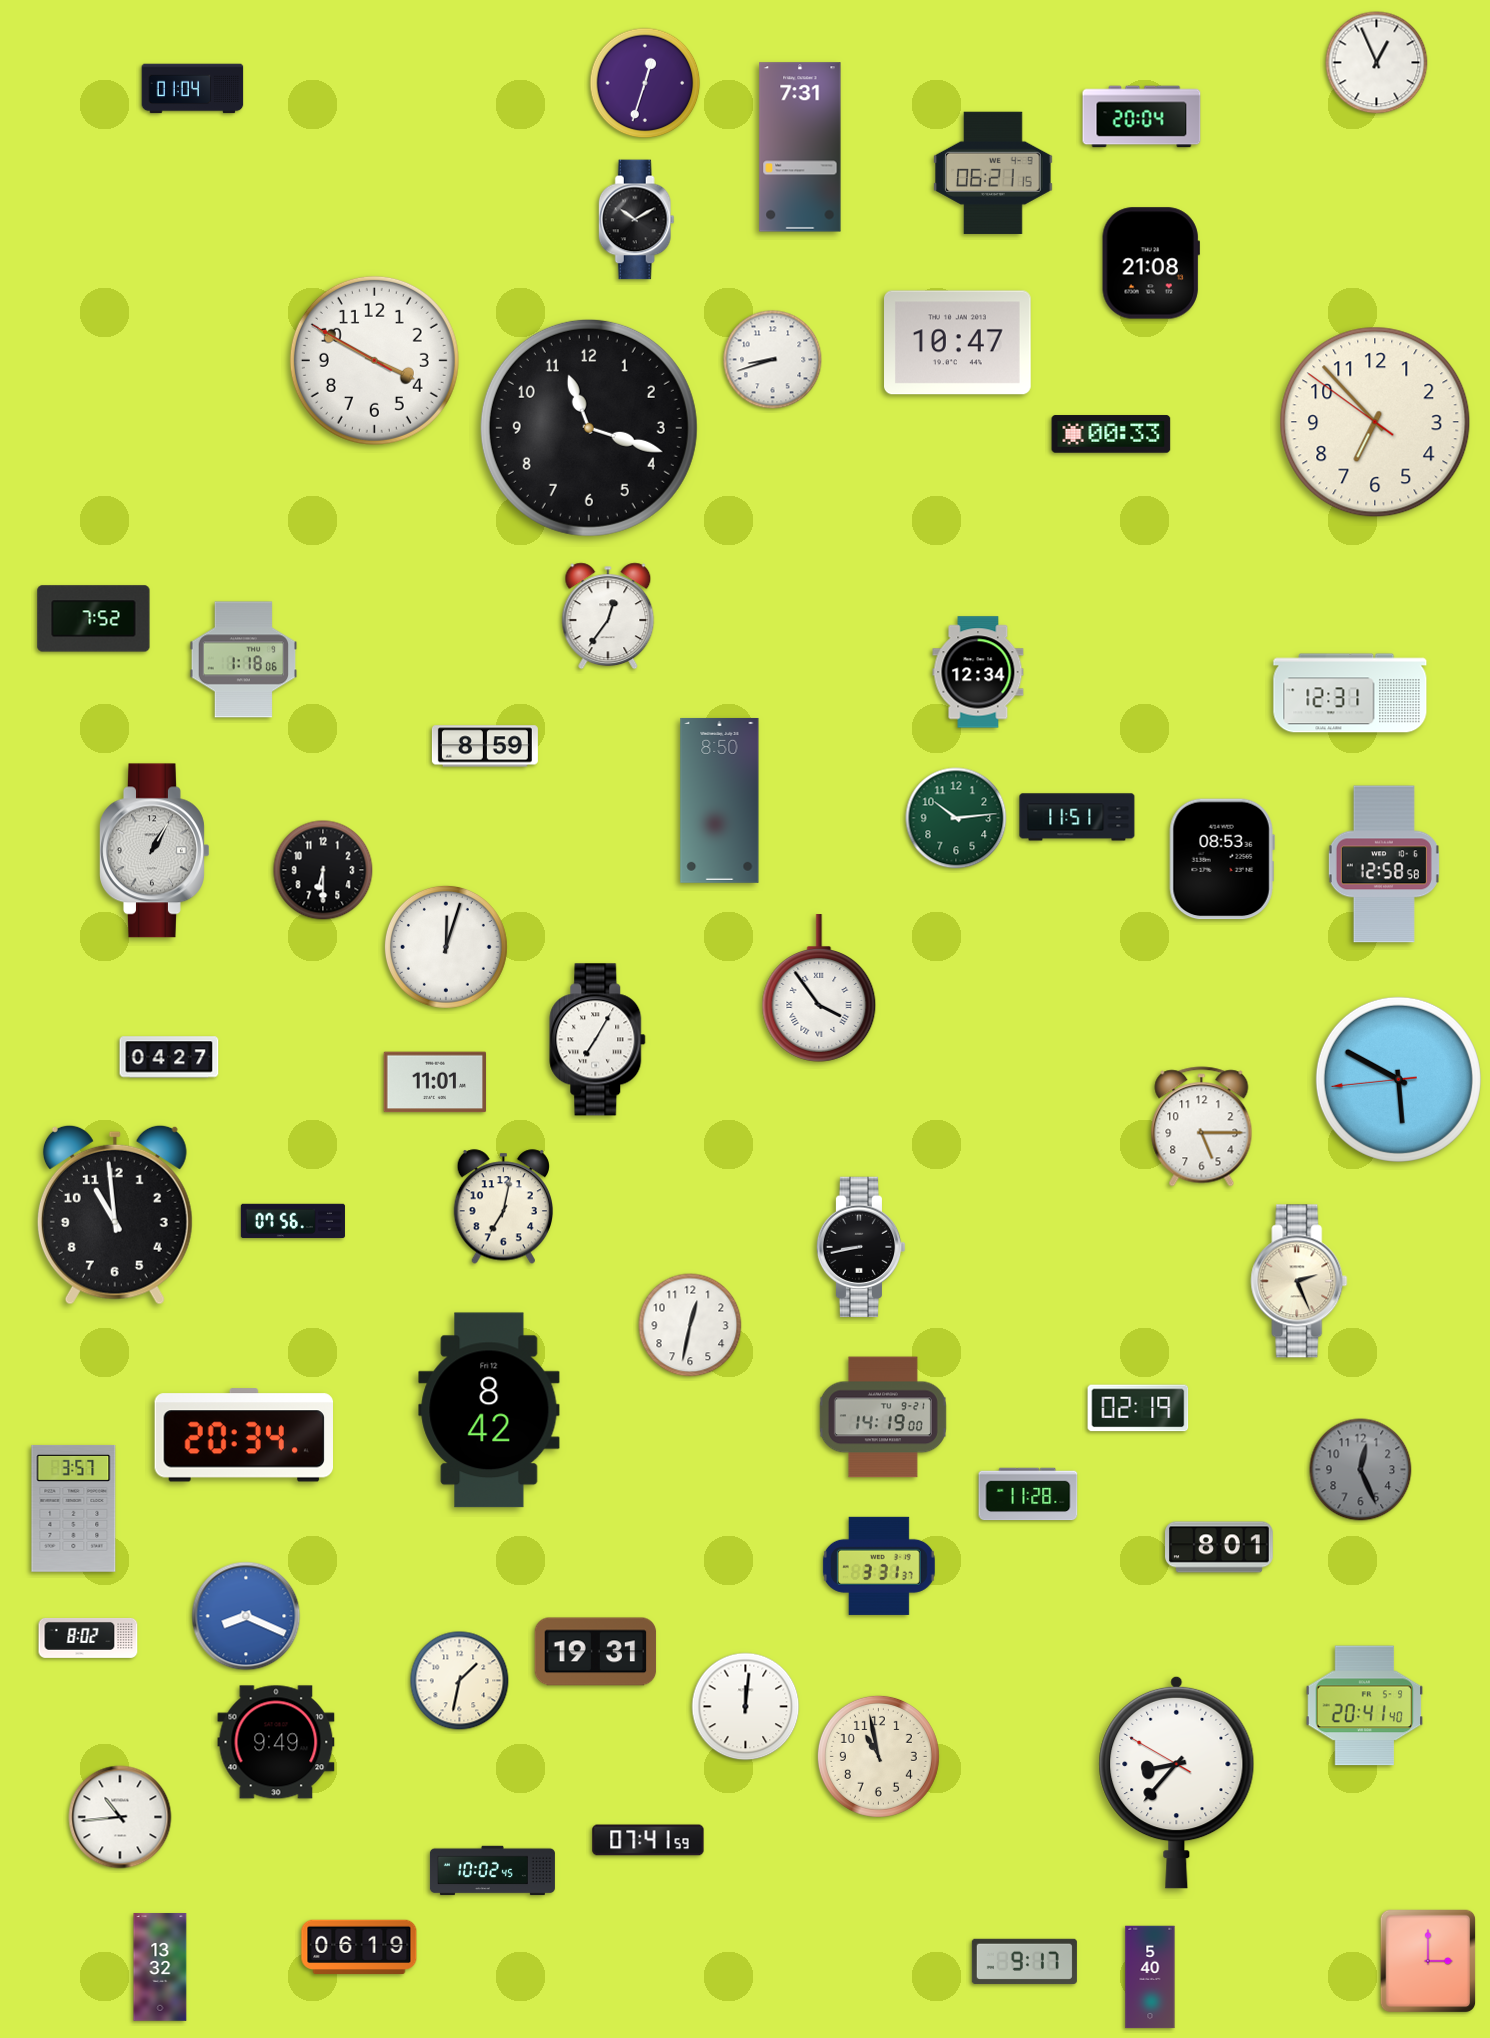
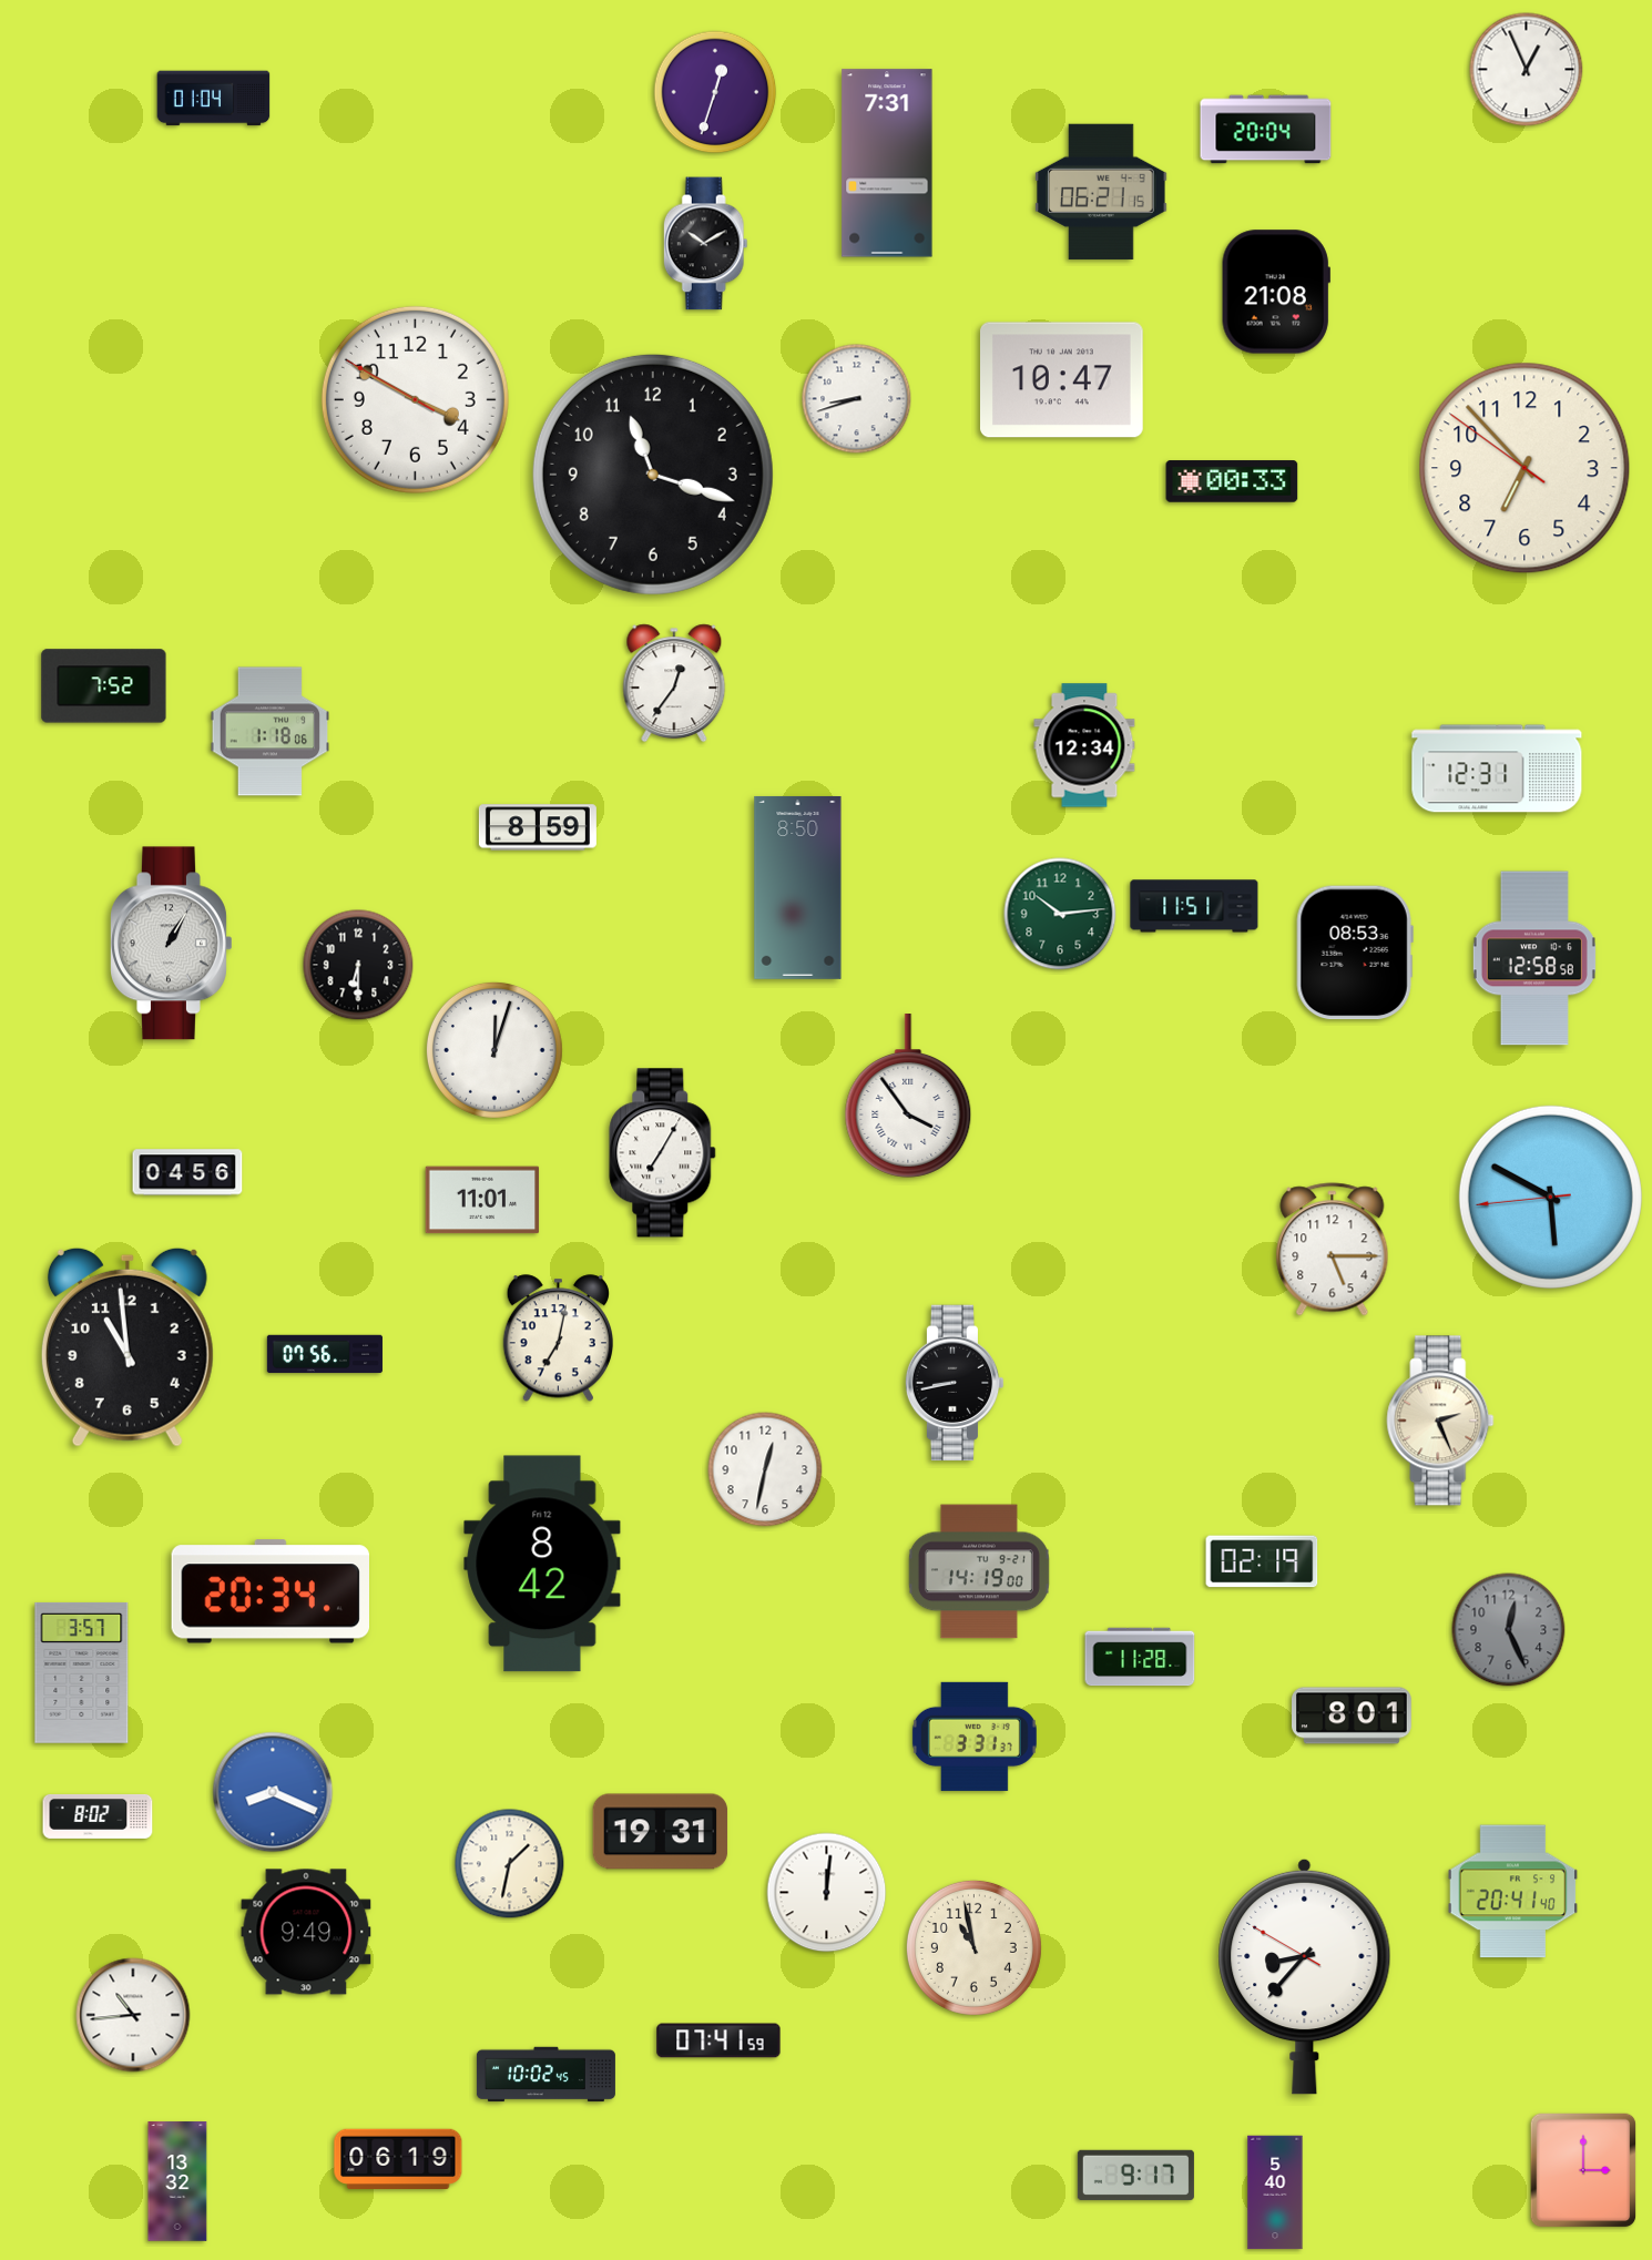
clock at (956, 818) position: (956, 818) -> (1060, 914)
clock at (169, 1057): 04:27 -> 04:56
clock at (1428, 1961) position: (1428, 1961) -> (1583, 2170)
